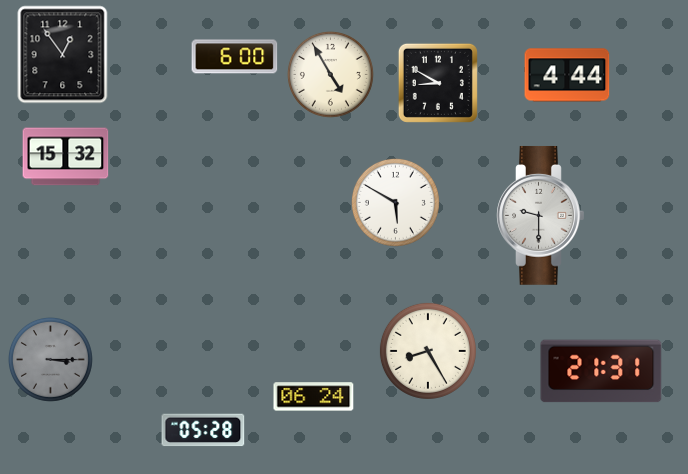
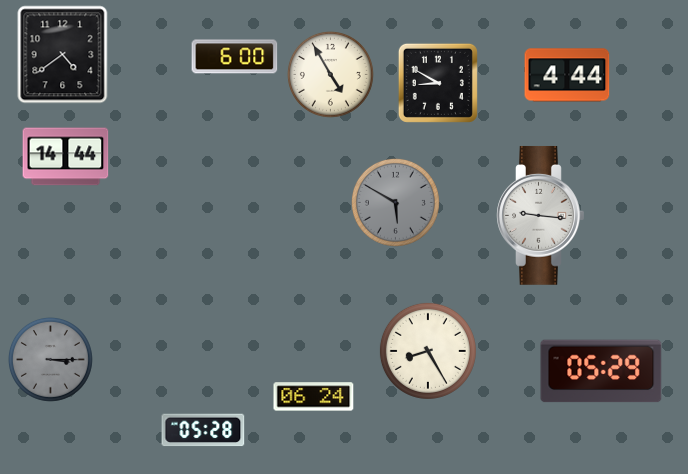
clock at (63, 55): 12:54 -> 4:39
clock at (66, 157): 15:32 -> 14:44
clock at (395, 202) dial: white -> grey
clock at (541, 215): 9:30 -> 9:16
clock at (601, 371): 21:31 -> 05:29
